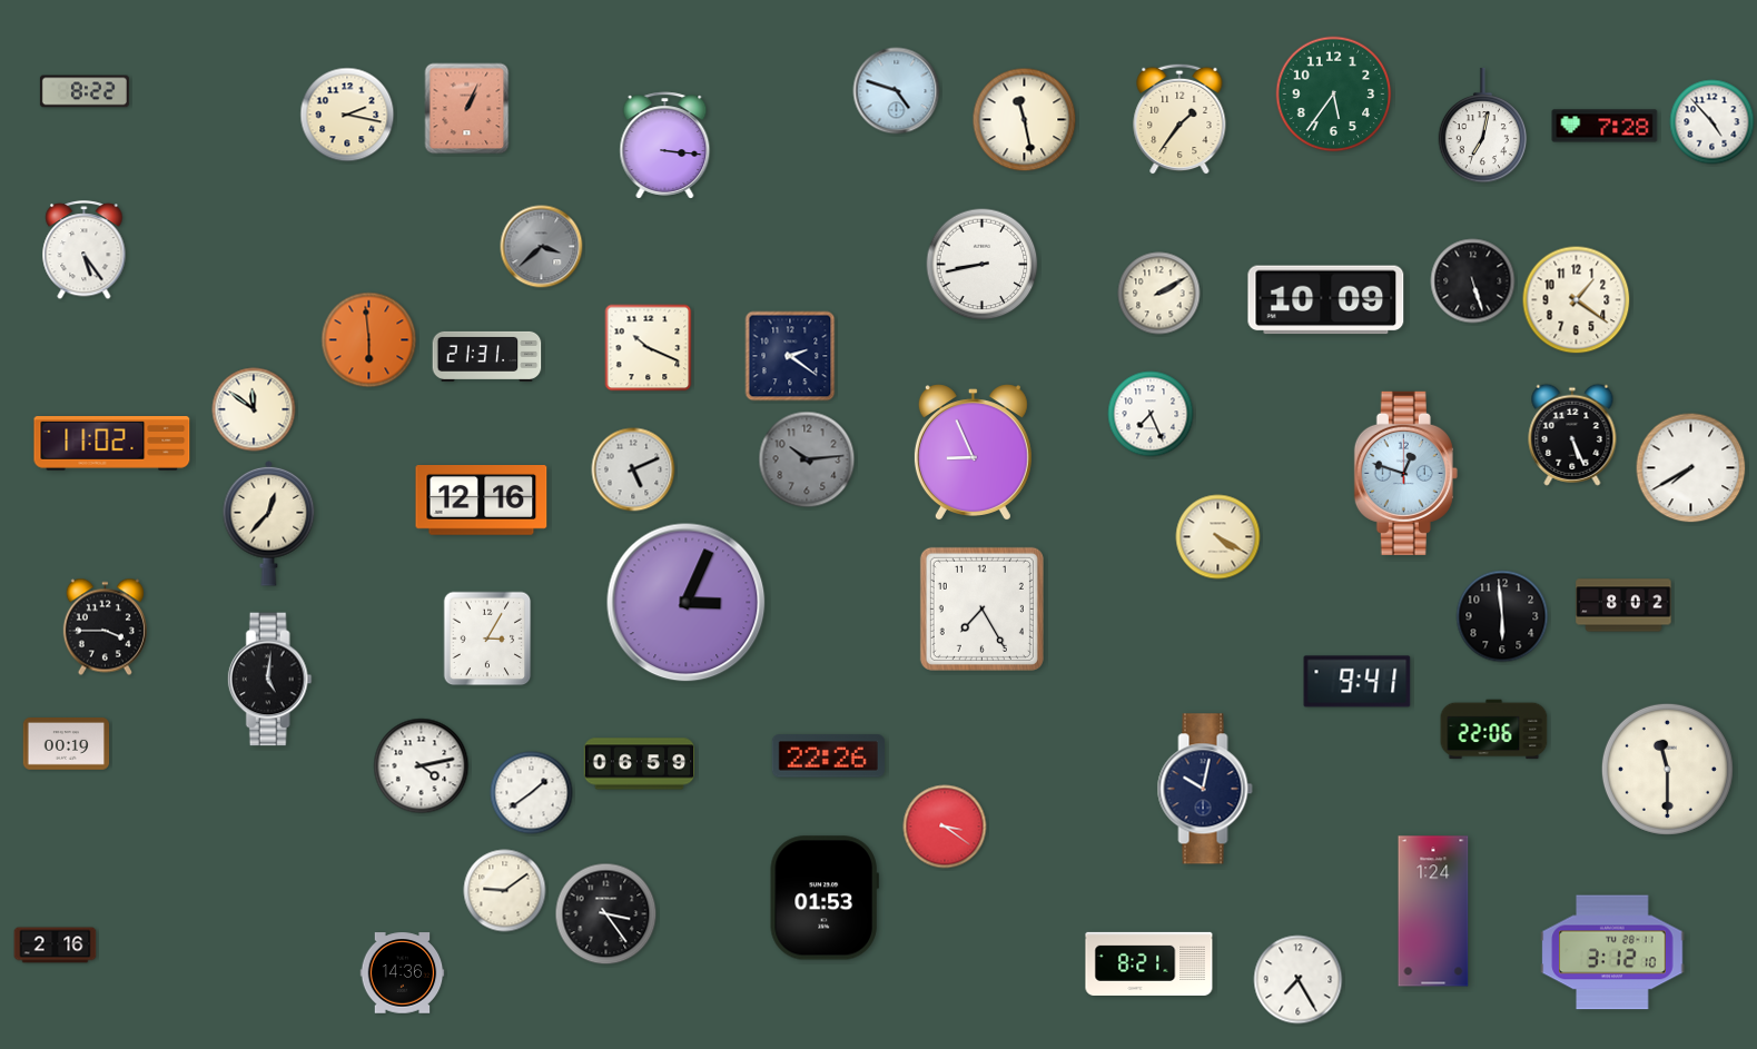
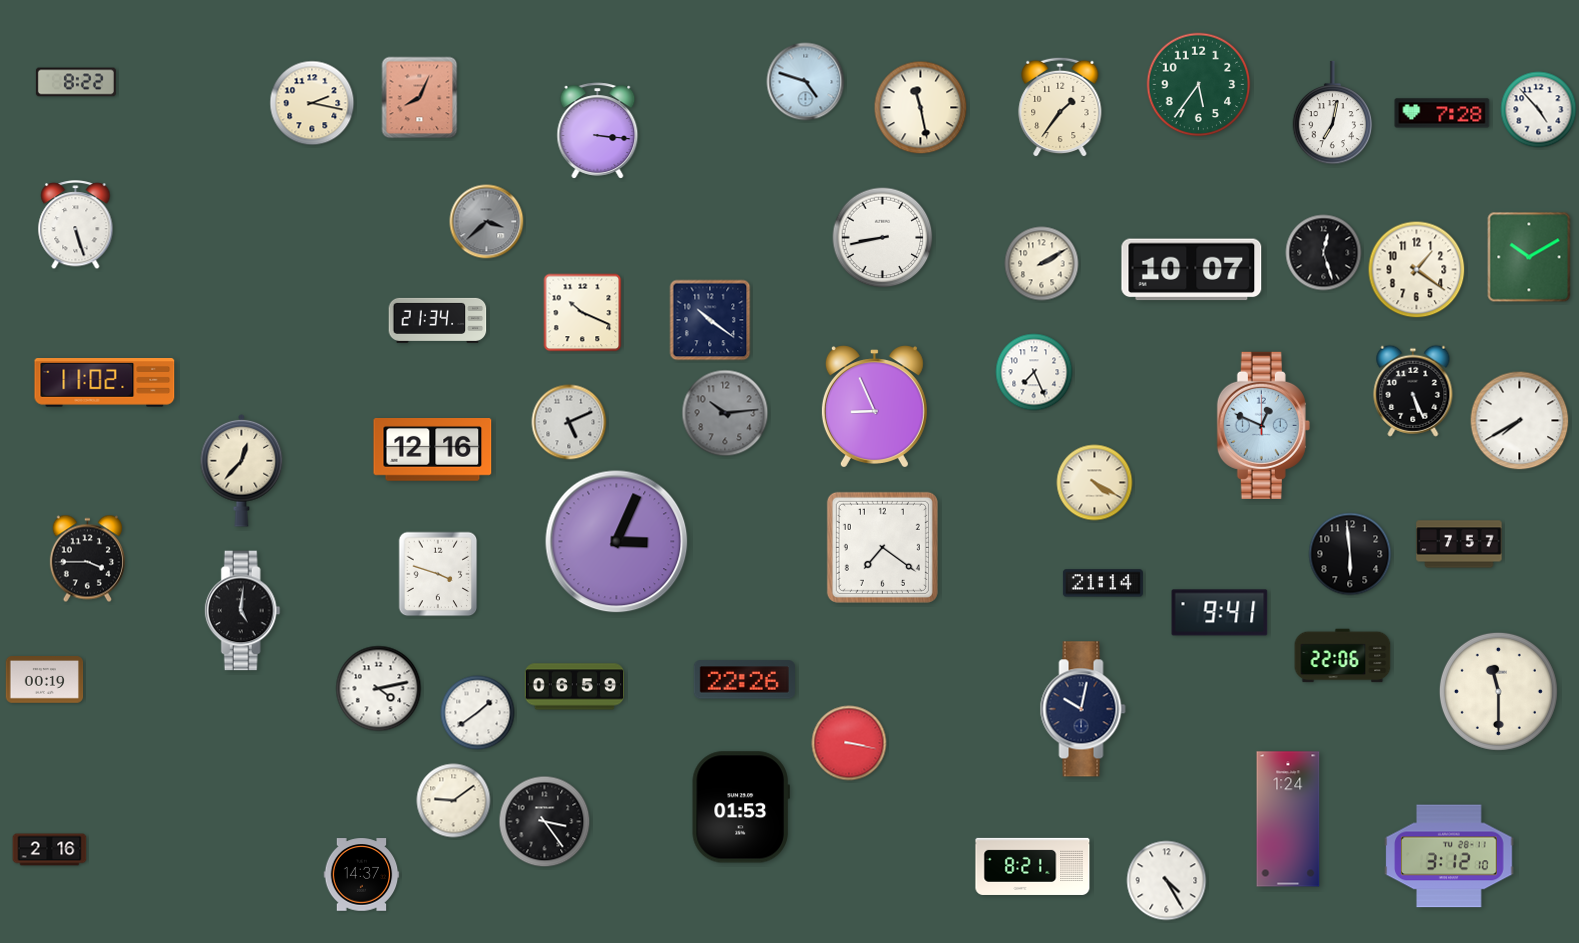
clock at (467, 109): 1:04 -> 8:04
clock at (85, 250): 5:24 -> 5:27
clock at (1473, 281): 5:27 -> 12:27
clock at (1529, 257): none -> 10:10
clock at (1326, 300): 10:09 -> 10:07
clock at (369, 340): 5:59 -> none
clock at (487, 356): 21:31 -> 21:34
clock at (790, 356): 2:21 -> 10:21
clock at (254, 409): 11:51 -> none
clock at (112, 444) position: (112, 444) -> (105, 383)
clock at (1405, 473): 12:48 -> 12:49
clock at (1623, 605): 8:02 -> 7:57
clock at (981, 608): 7:25 -> 7:21
clock at (105, 627) position: (105, 627) -> (87, 559)
clock at (487, 639): 3:05 -> 3:48
clock at (1103, 583): none -> 21:14
clock at (67, 744) position: (67, 744) -> (45, 680)
clock at (945, 827): 3:21 -> 3:17
clock at (403, 973): 14:36 -> 14:37
clock at (1299, 980): 7:25 -> 4:25
